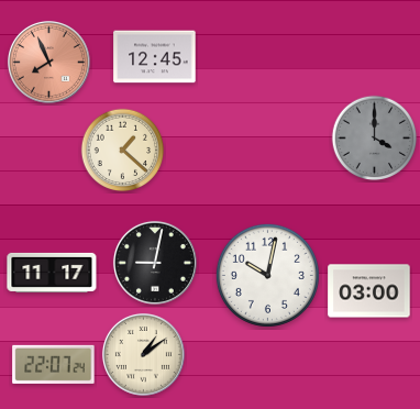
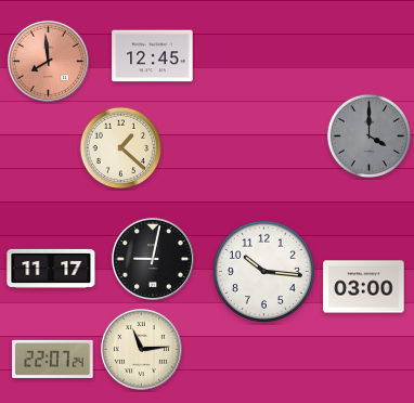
clock at (48, 62): 7:56 -> 7:59
clock at (267, 275): 10:02 -> 10:16
clock at (143, 354): 1:09 -> 11:14
